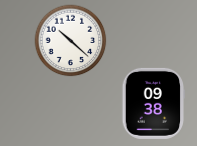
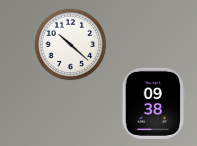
clock at (71, 41) position: (71, 41) -> (71, 45)
